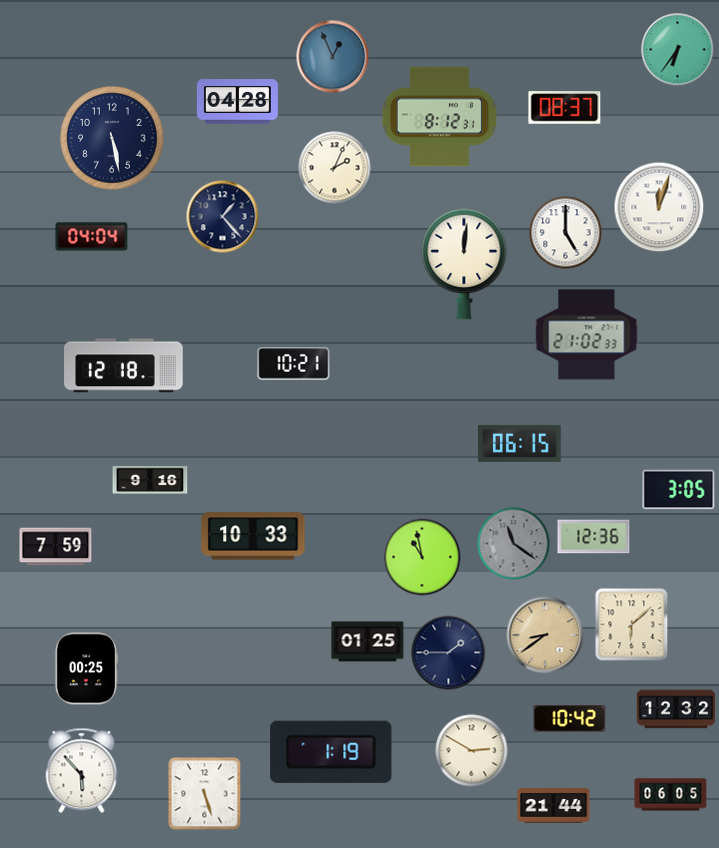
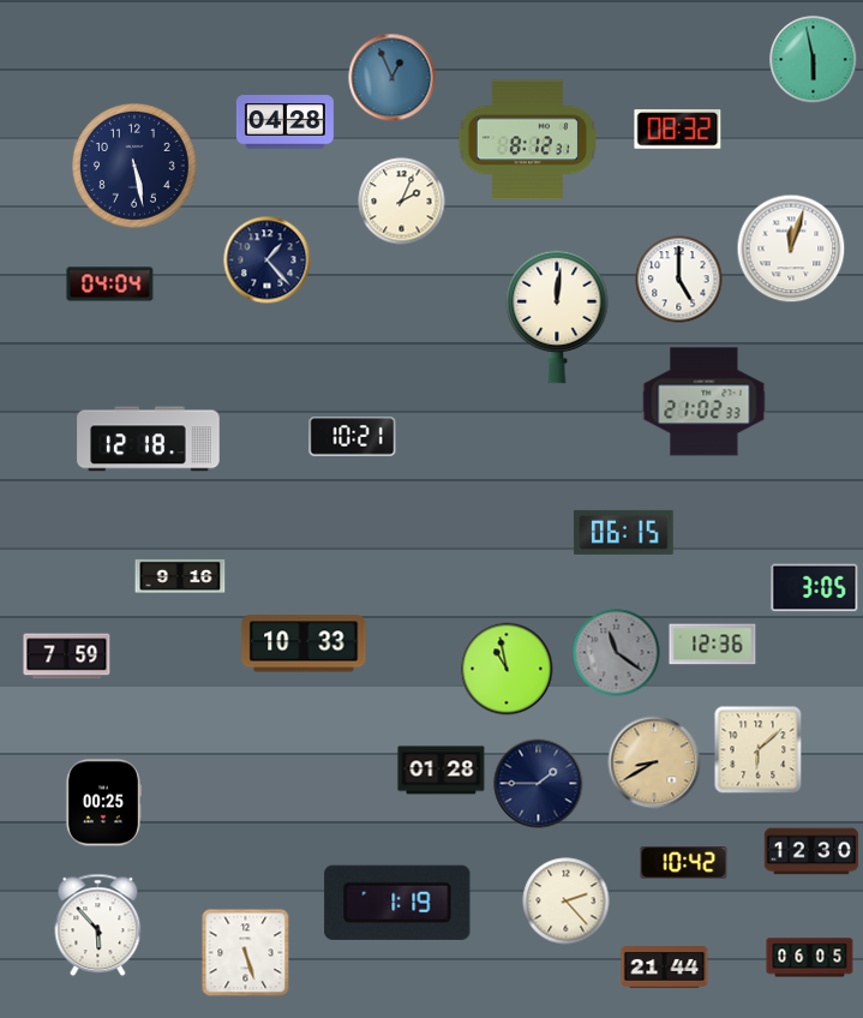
clock at (678, 50): 6:36 -> 5:58
clock at (333, 57) position: (333, 57) -> (392, 78)
clock at (565, 108): 08:37 -> 08:32
clock at (545, 635): 8:39 -> 8:40
clock at (368, 642): 01:25 -> 01:28
clock at (676, 709): 12:32 -> 12:30
clock at (472, 751): 2:50 -> 2:23
clock at (671, 795) position: (671, 795) -> (810, 958)
